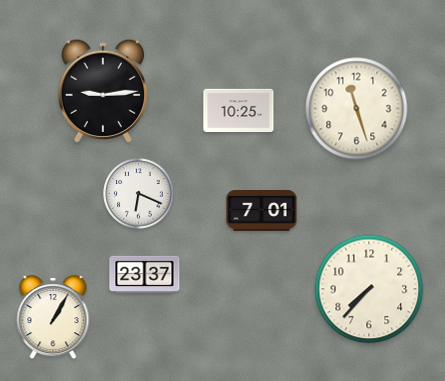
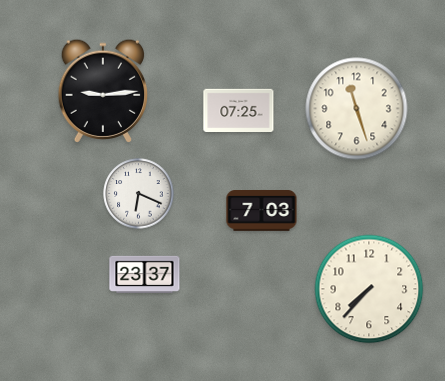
clock at (239, 110): 10:25 -> 07:25
clock at (262, 211): 7:01 -> 7:03
clock at (53, 318): 1:05 -> none
